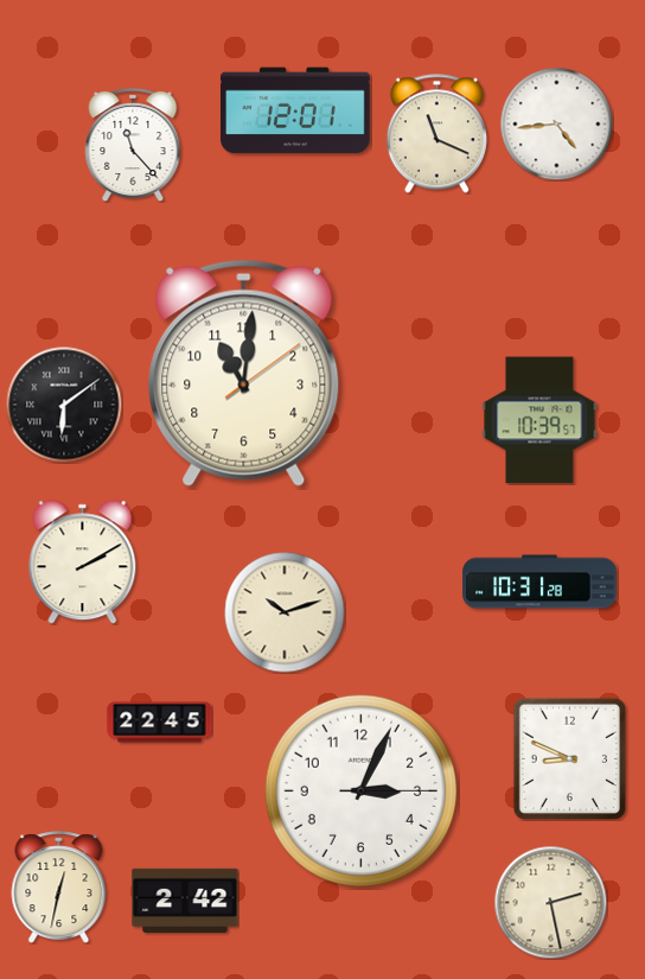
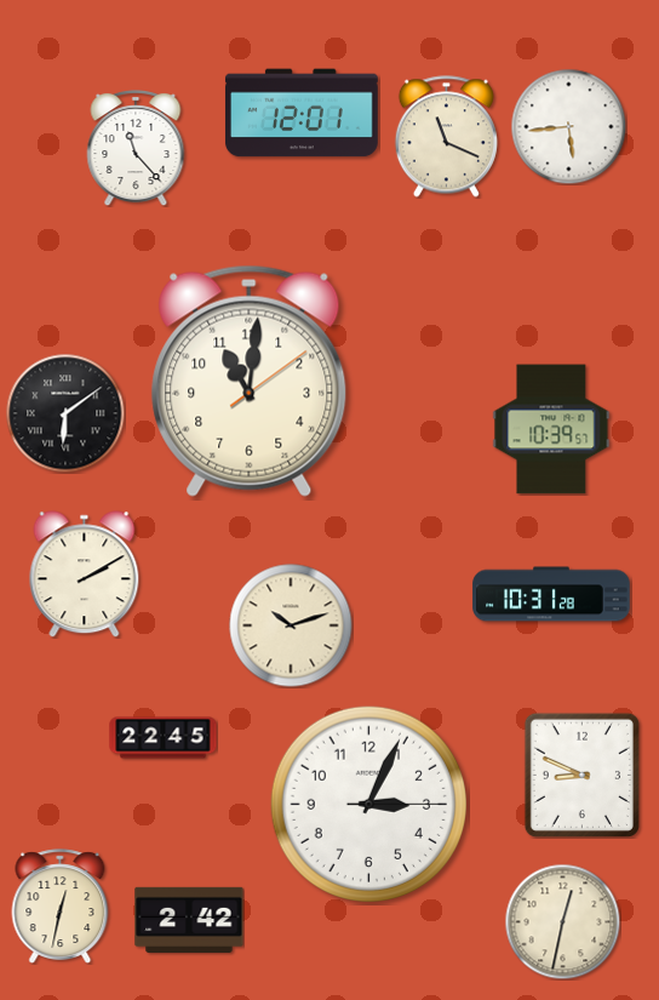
clock at (556, 123): 4:44 -> 5:44
clock at (360, 790) position: (360, 790) -> (368, 804)
clock at (550, 902): 2:28 -> 12:32
